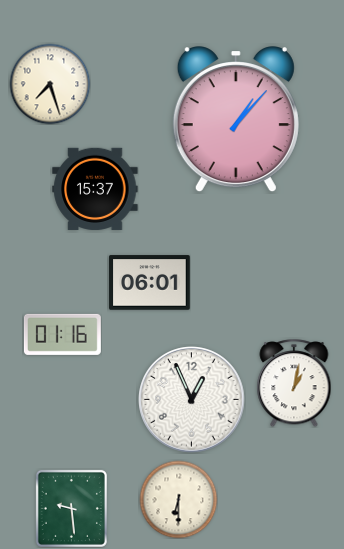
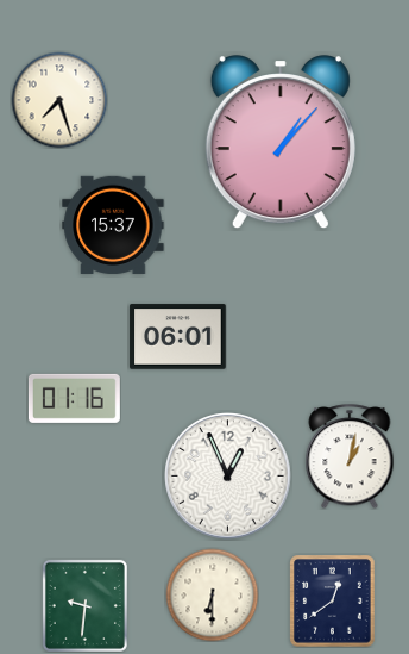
clock at (333, 600): none -> 12:39
clock at (71, 508): 9:29 -> 9:31
